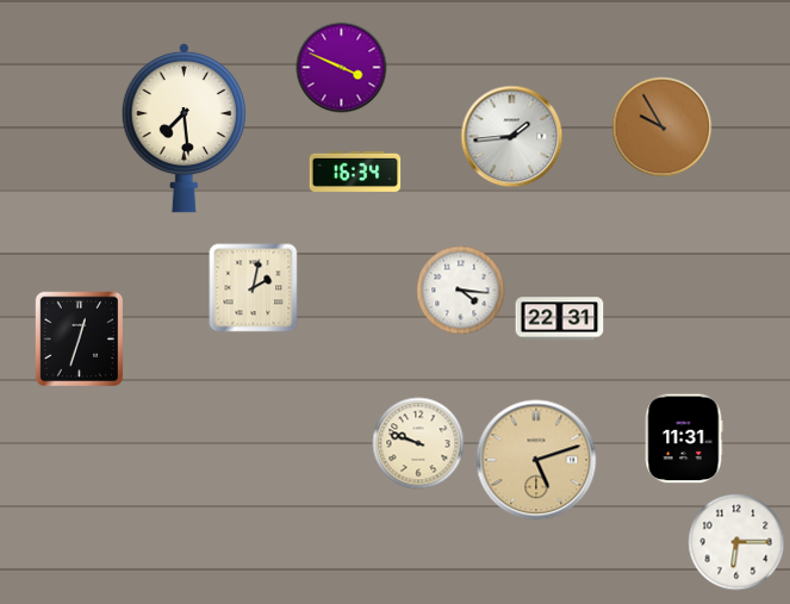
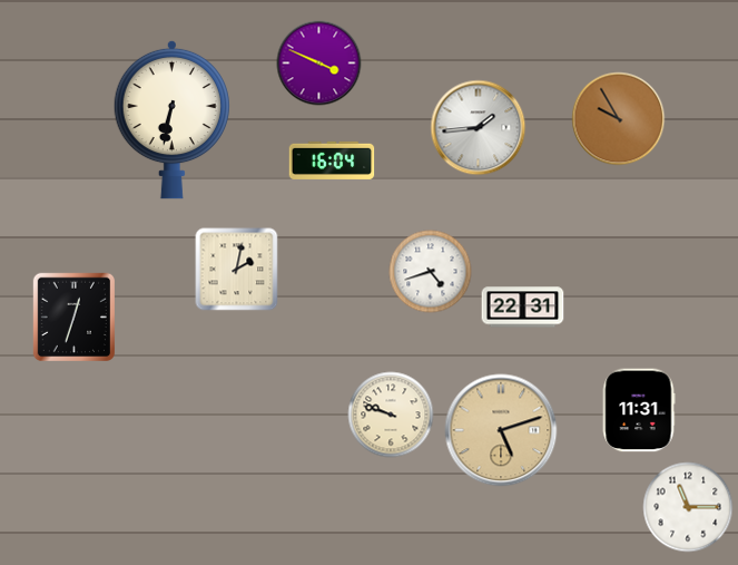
clock at (183, 127): 7:29 -> 6:32
clock at (355, 172): 16:34 -> 16:04
clock at (461, 291): 4:16 -> 4:42
clock at (560, 319) position: (560, 319) -> (523, 308)
clock at (736, 542): 6:15 -> 11:15
